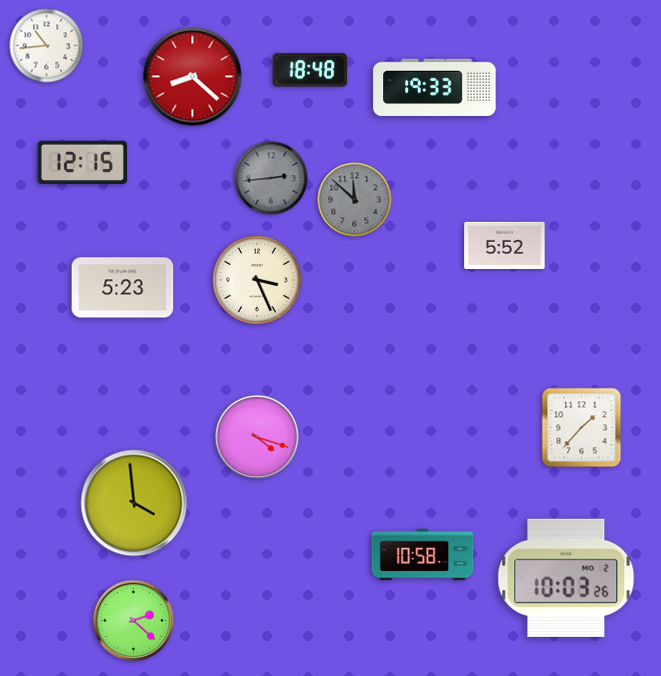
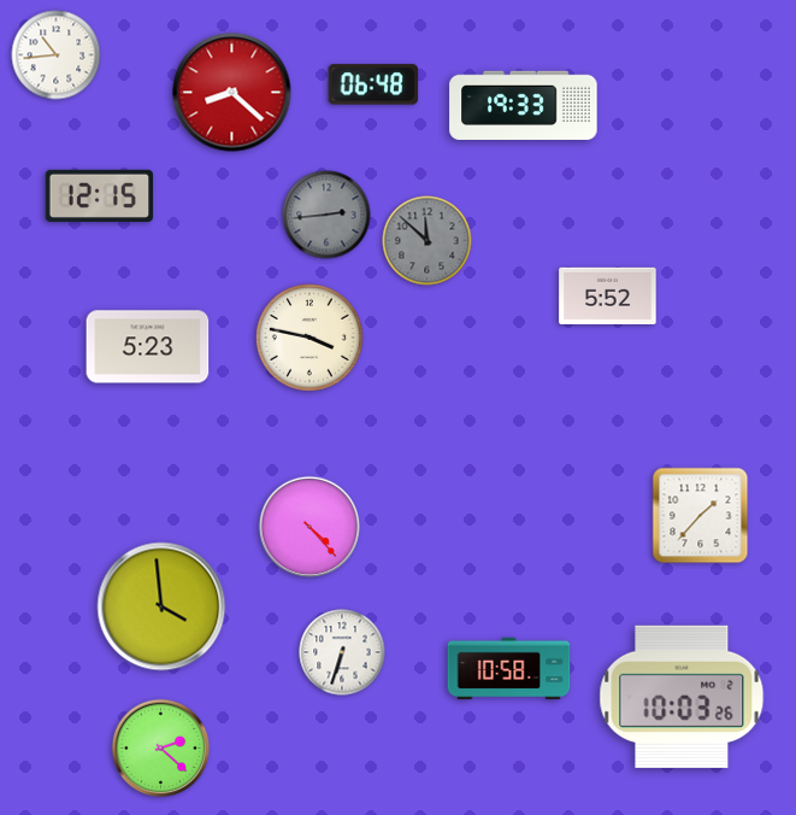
clock at (310, 70): 18:48 -> 06:48
clock at (257, 280): 3:26 -> 3:47
clock at (256, 436): 4:18 -> 4:23
clock at (342, 652): none -> 6:33
